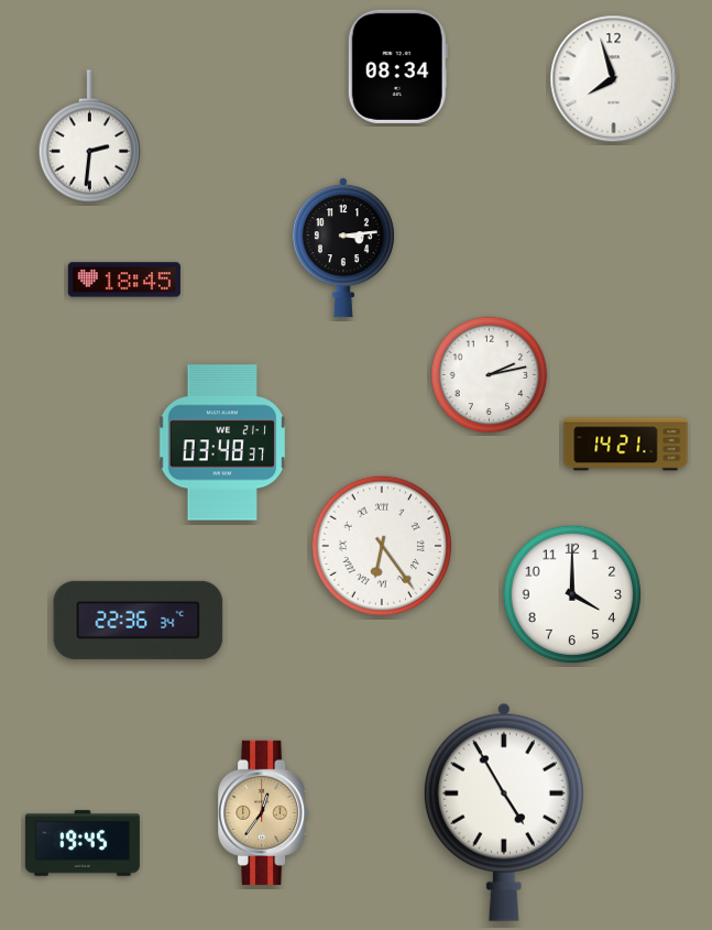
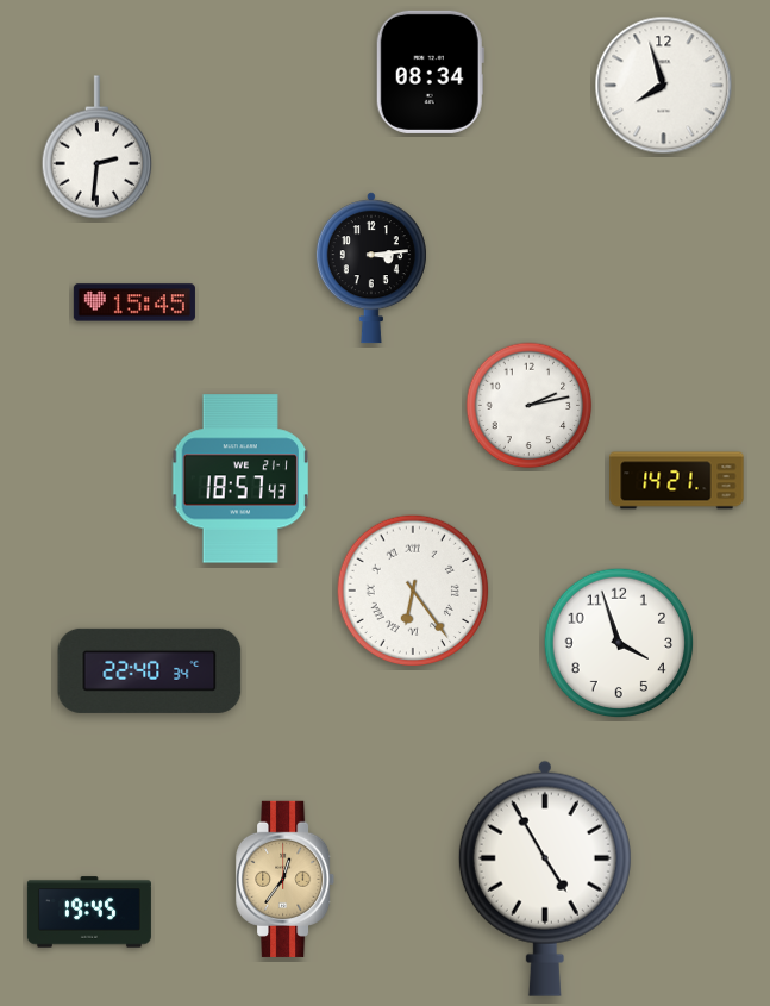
clock at (124, 280): 18:45 -> 15:45
clock at (222, 442): 03:48 -> 18:57
clock at (572, 594): 4:00 -> 3:57
clock at (139, 620): 22:36 -> 22:40
